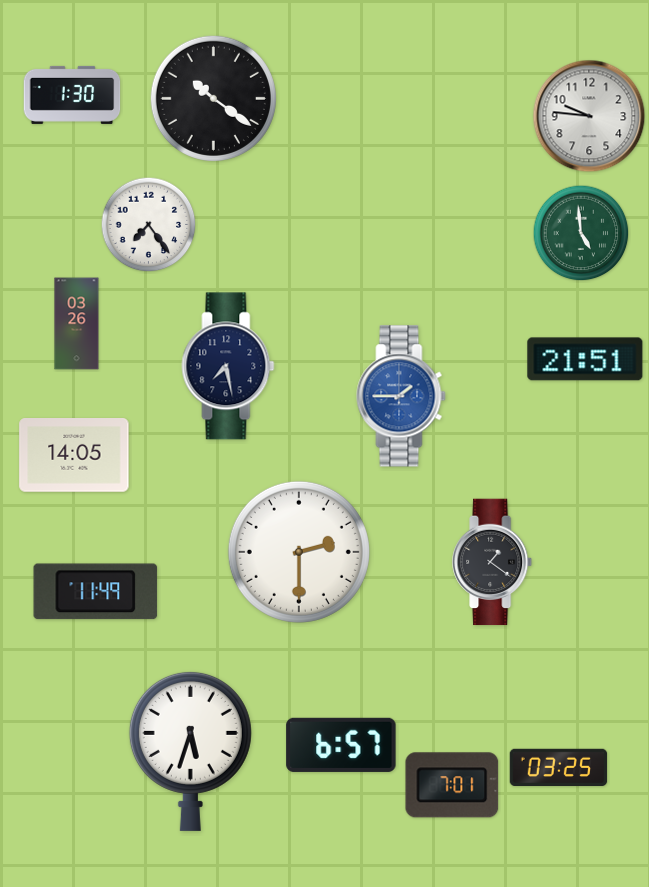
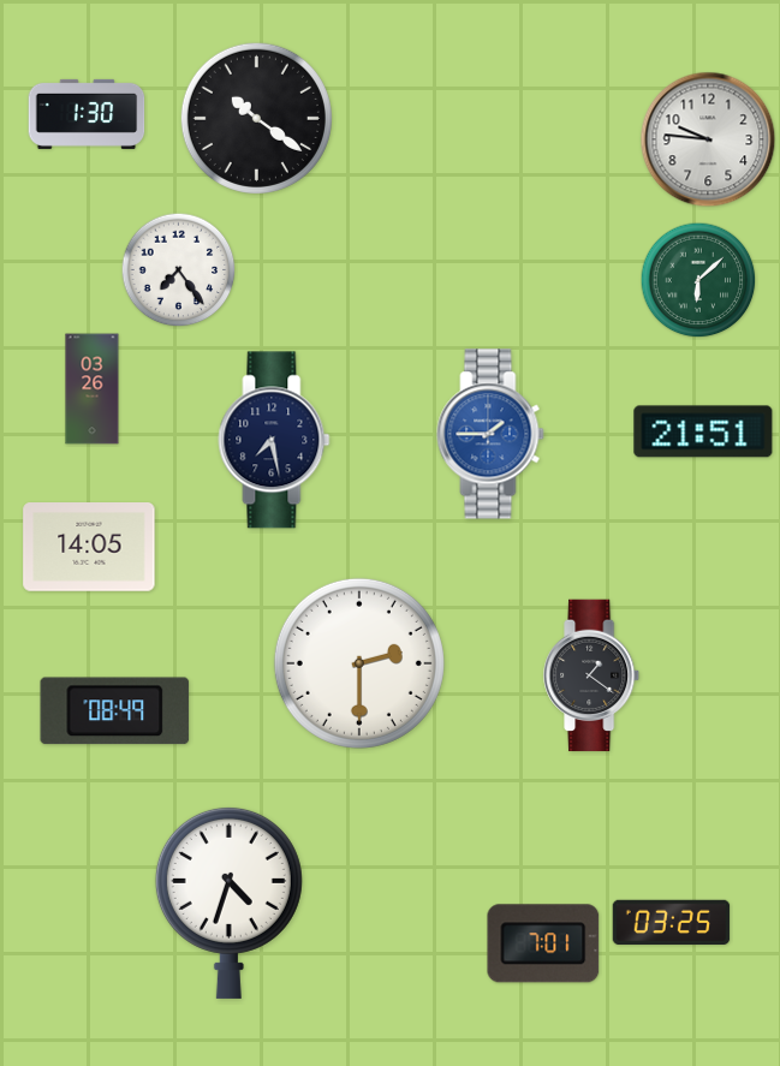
clock at (581, 233): 4:59 -> 6:08
clock at (401, 396) position: (401, 396) -> (490, 434)
clock at (96, 592): 11:49 -> 08:49
clock at (341, 745): 6:57 -> none
clock at (190, 751): 5:33 -> 4:33
